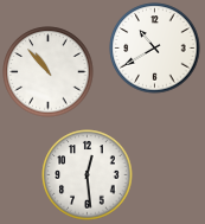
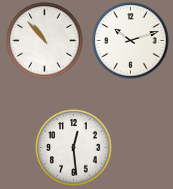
clock at (155, 49): 10:40 -> 10:12
clock at (49, 72) position: (49, 72) -> (45, 41)
